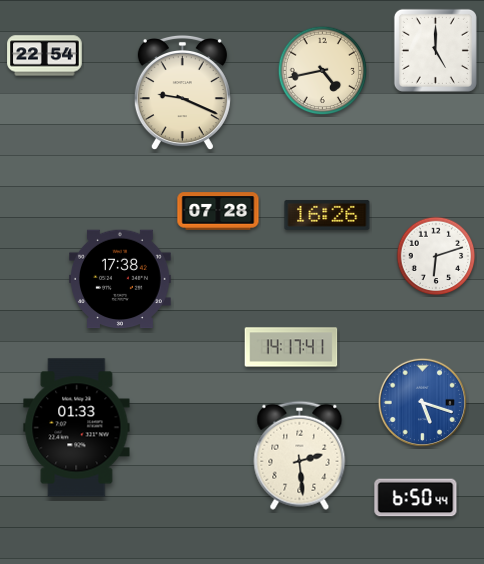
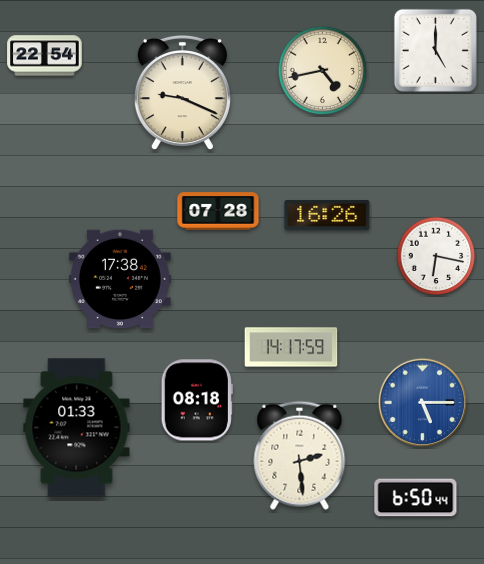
clock at (436, 256): 6:12 -> 6:17
clock at (291, 347): 14:17:41 -> 14:17:59
clock at (197, 400): none -> 08:18
clock at (423, 403): 5:18 -> 5:15
